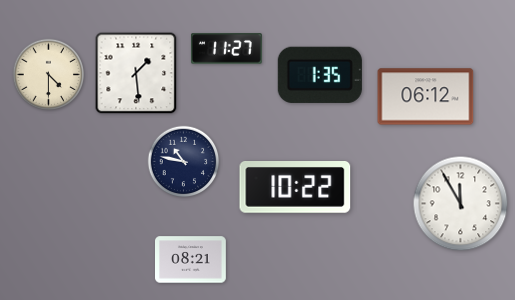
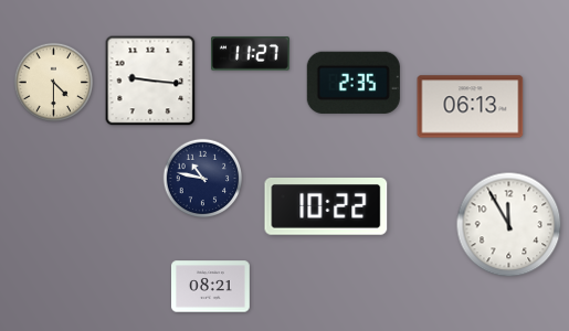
clock at (136, 73): 1:29 -> 9:16
clock at (320, 75): 1:35 -> 2:35
clock at (426, 97): 06:12 -> 06:13
